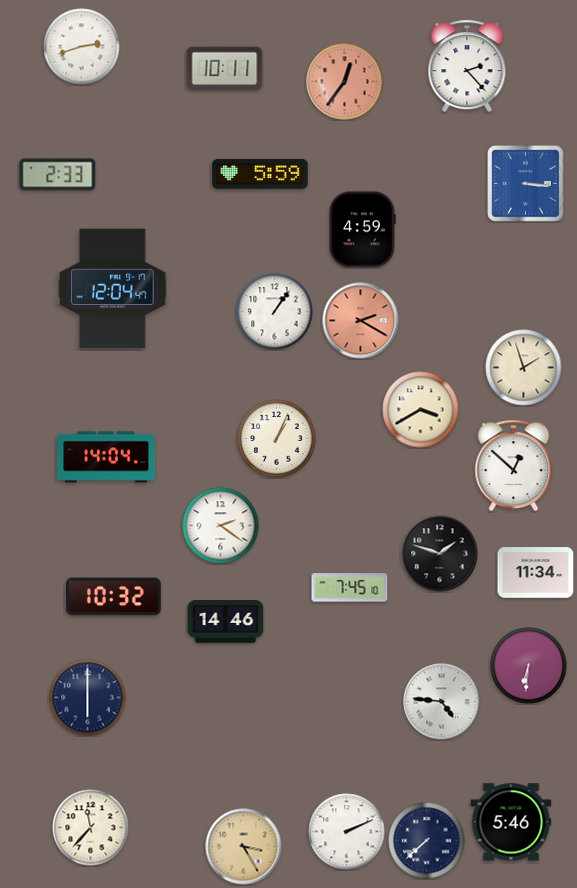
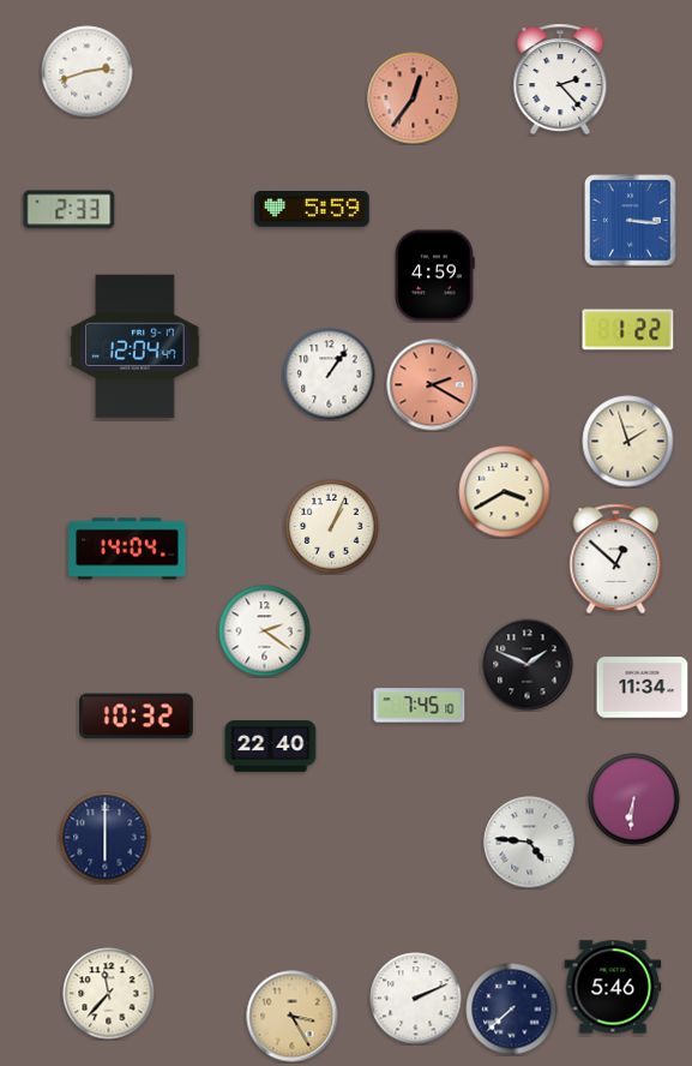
clock at (82, 47) position: (82, 47) -> (88, 72)
clock at (225, 69): 10:11 -> none
clock at (628, 330): none -> 1:22
clock at (440, 554): 1:48 -> 1:49
clock at (226, 622): 14:46 -> 22:40
